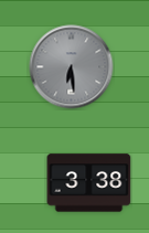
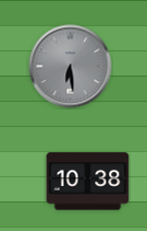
clock at (89, 183): 3:38 -> 10:38
